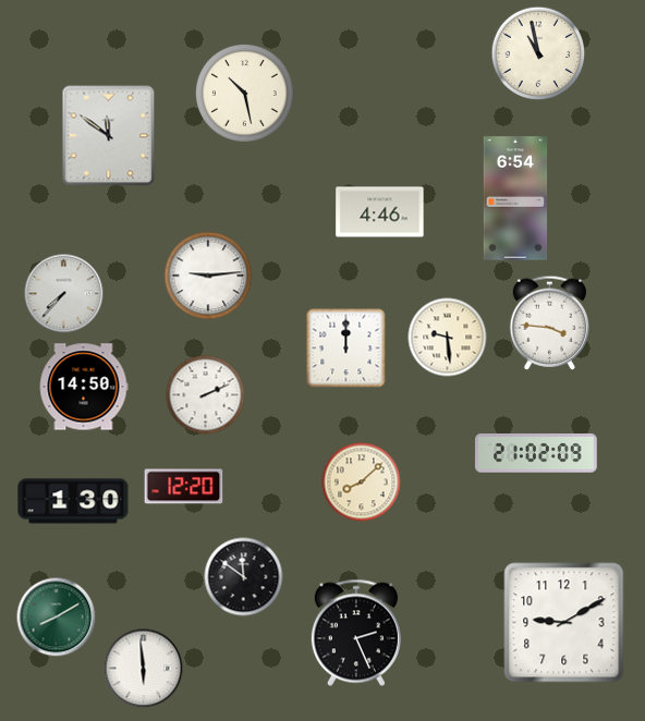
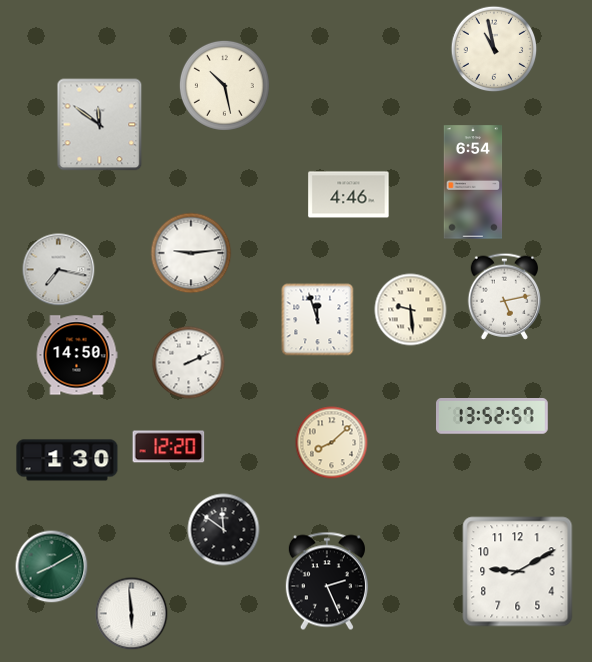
clock at (64, 294): 7:37 -> 7:17
clock at (549, 322): 3:46 -> 5:13
clock at (346, 349): 12:00 -> 11:57
clock at (537, 453): 21:02 -> 13:52
